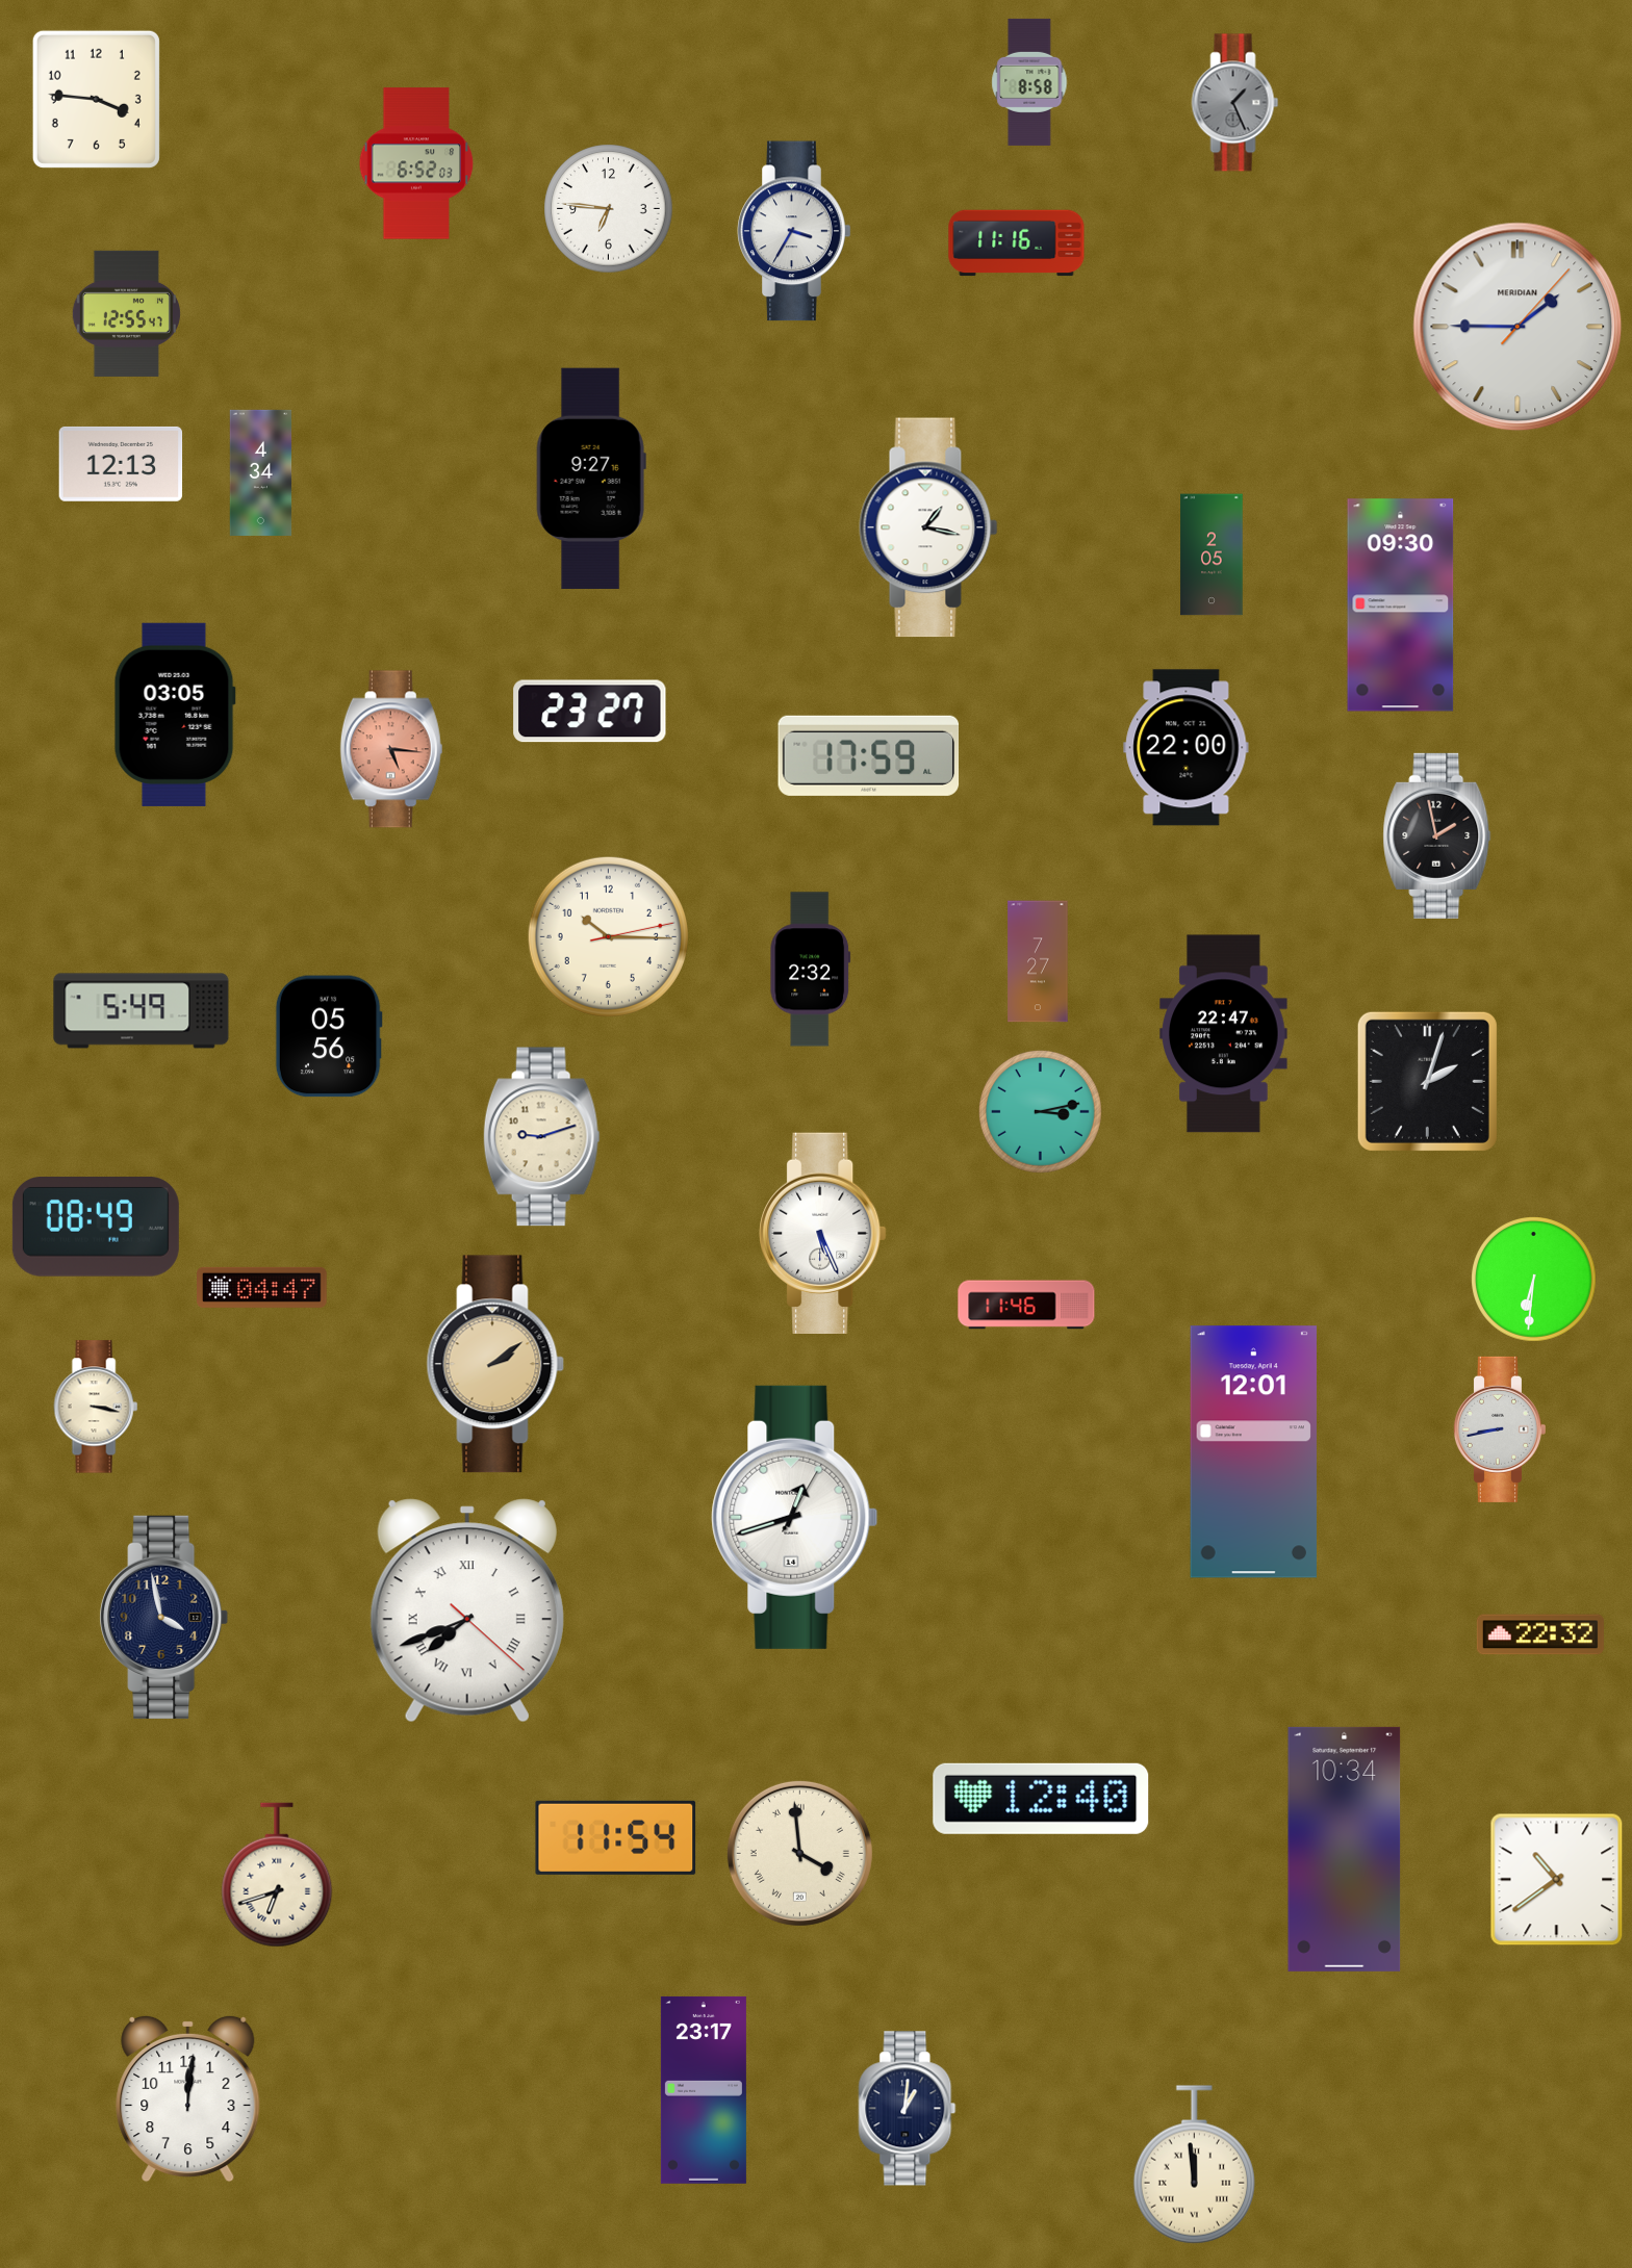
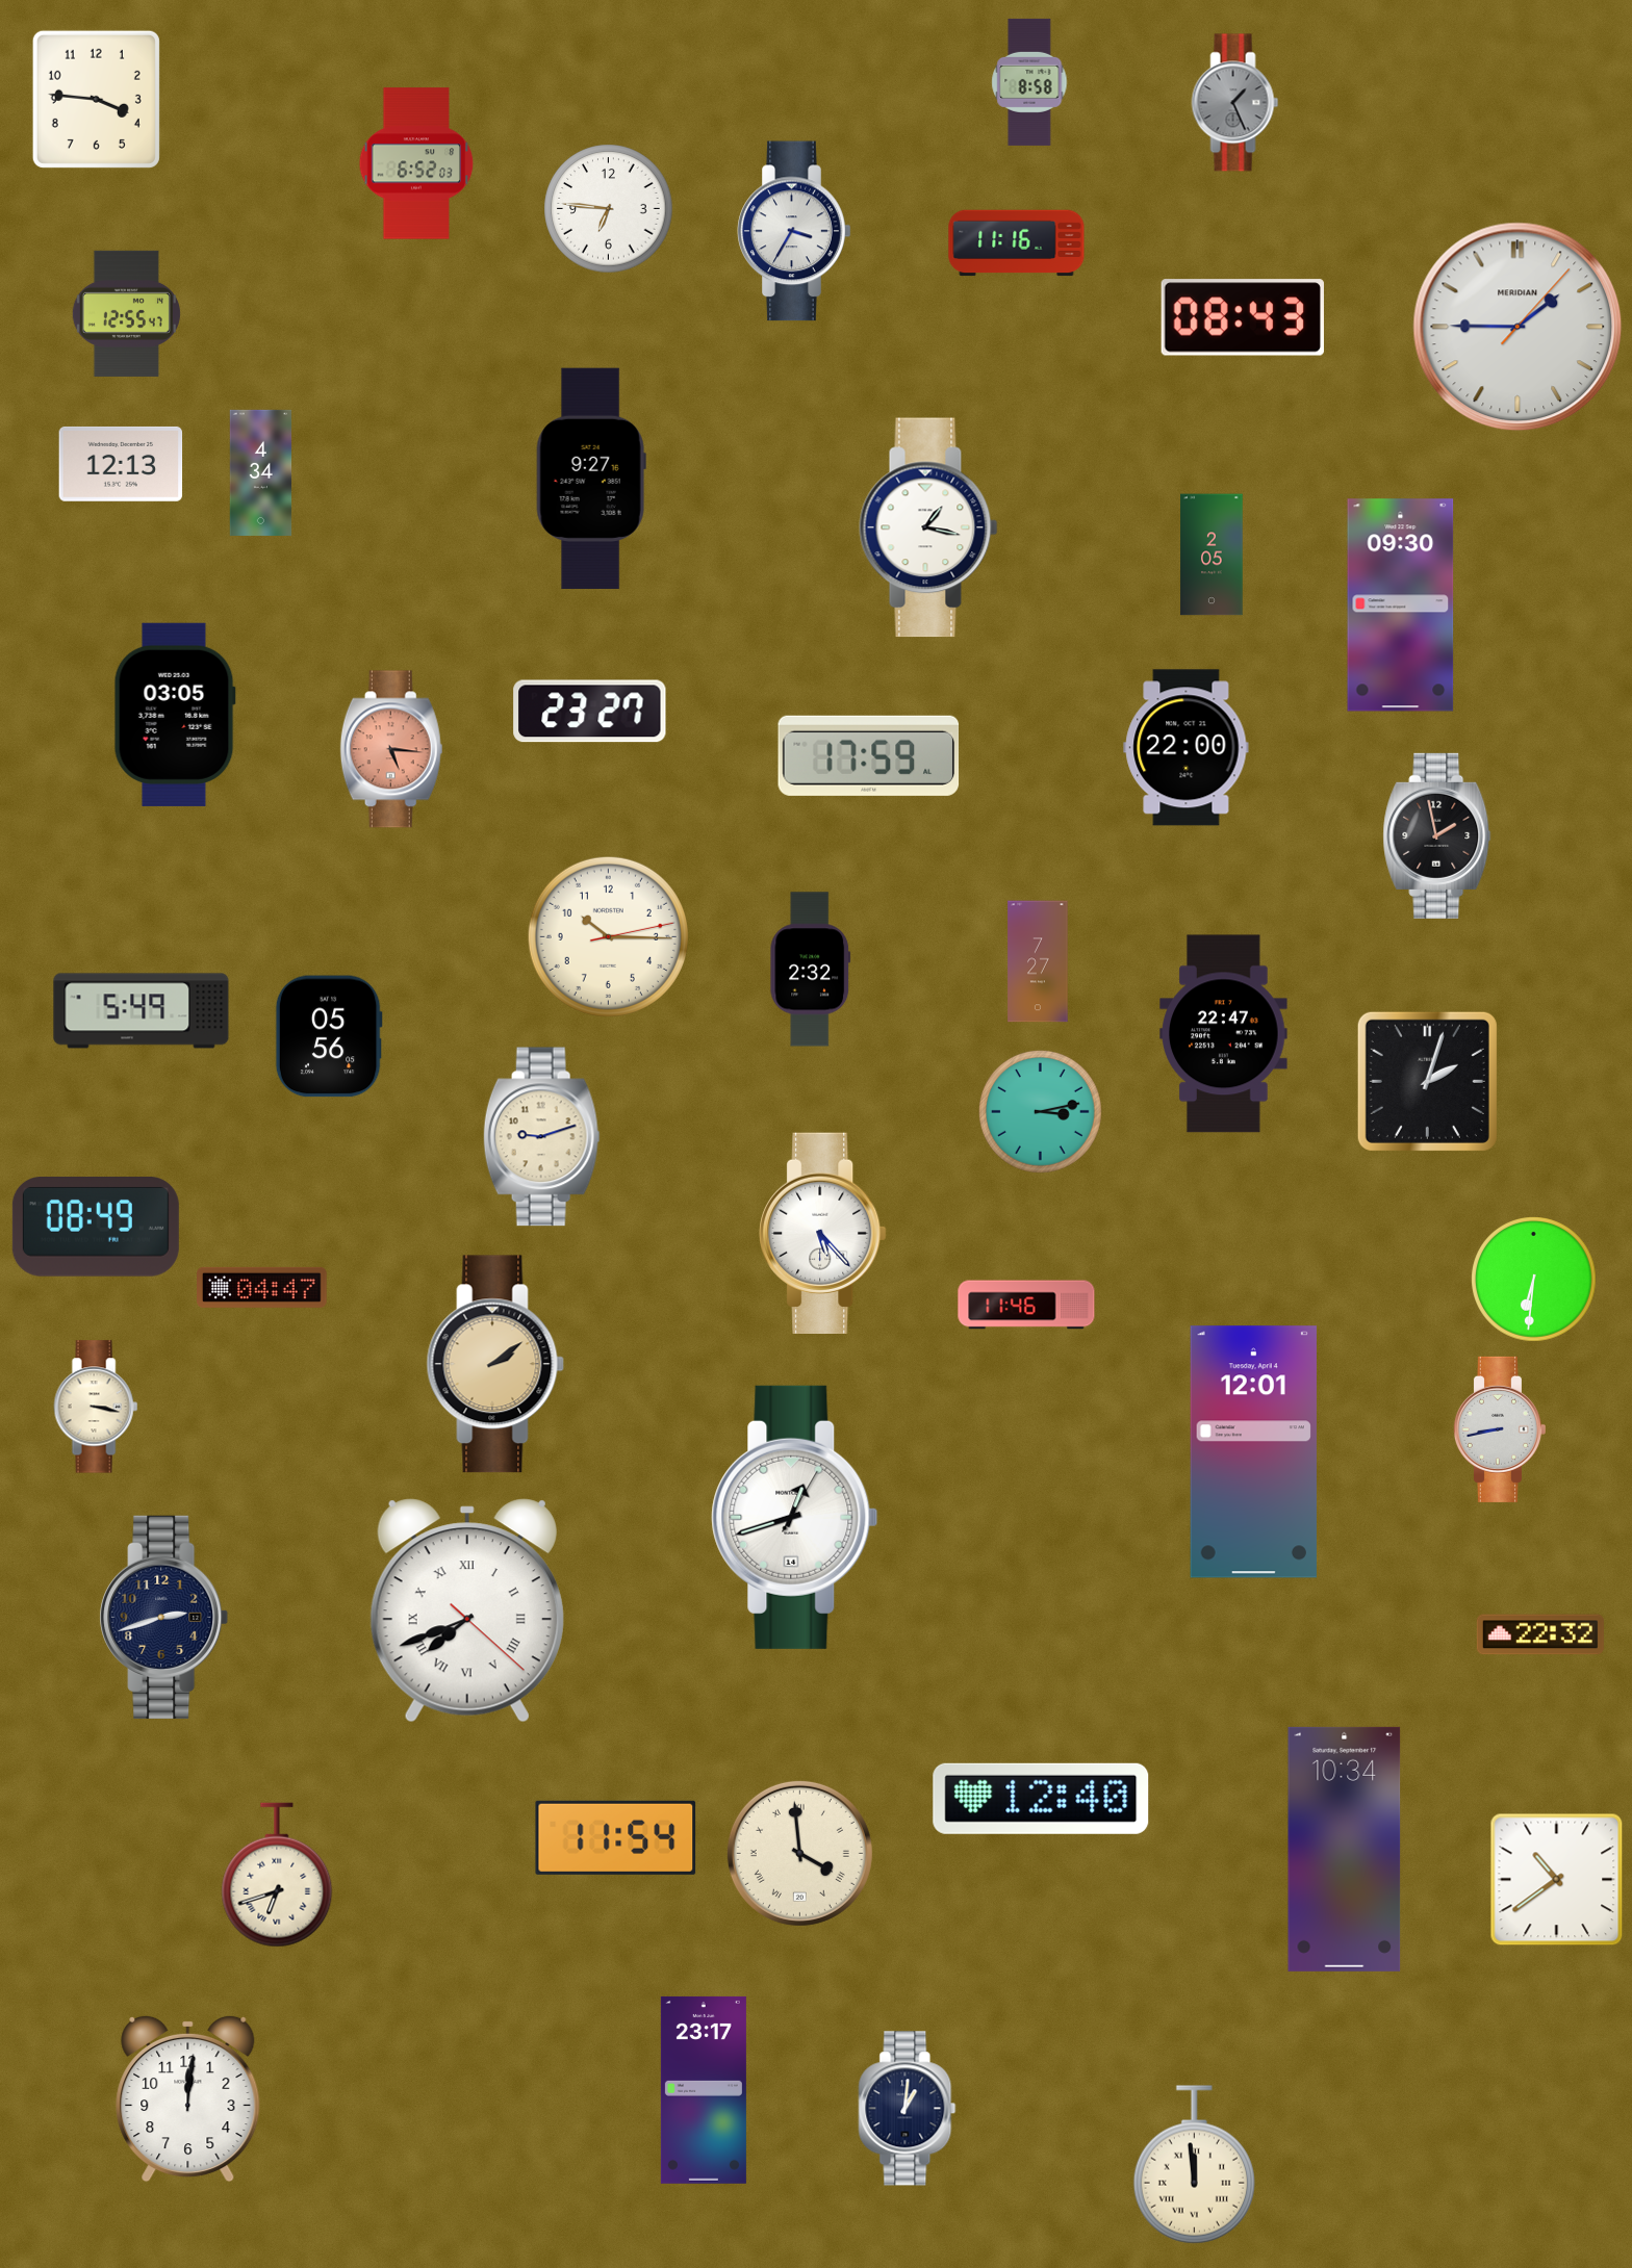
clock at (1243, 317): none -> 08:43
clock at (823, 1233): 5:26 -> 5:23
clock at (164, 1617): 3:58 -> 2:42
